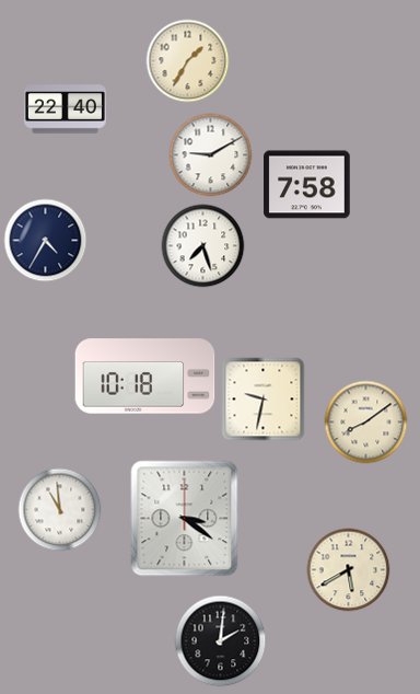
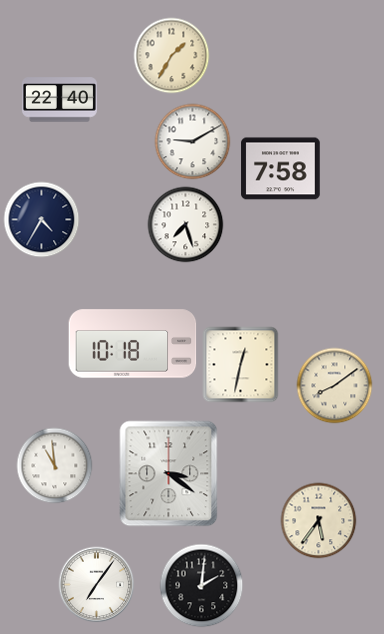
clock at (264, 400): 9:32 -> 12:32
clock at (349, 570): 5:40 -> 5:36
clock at (97, 585): none -> 7:06
